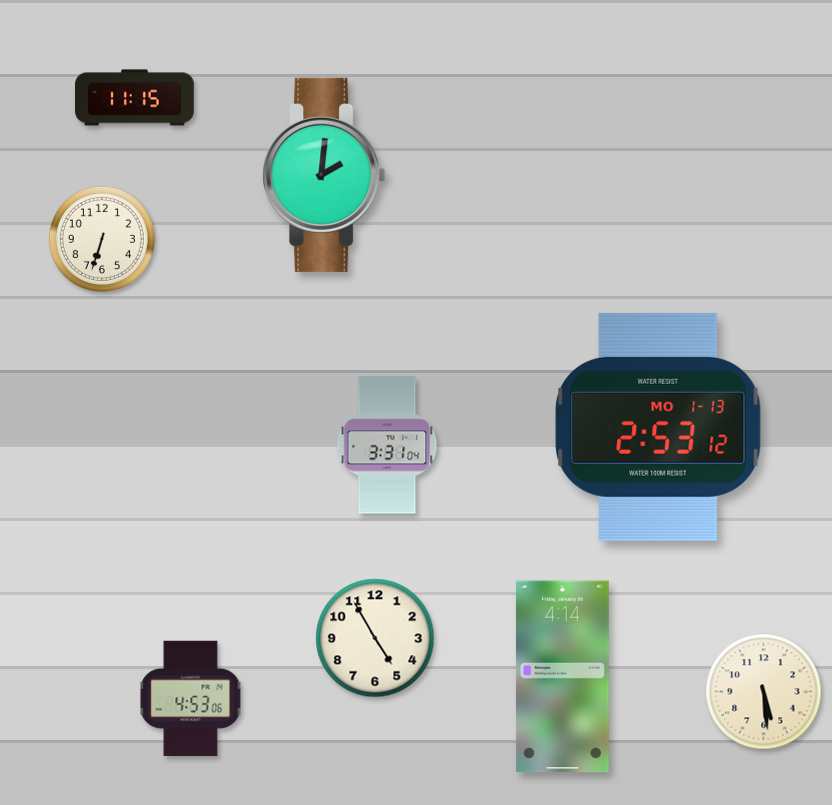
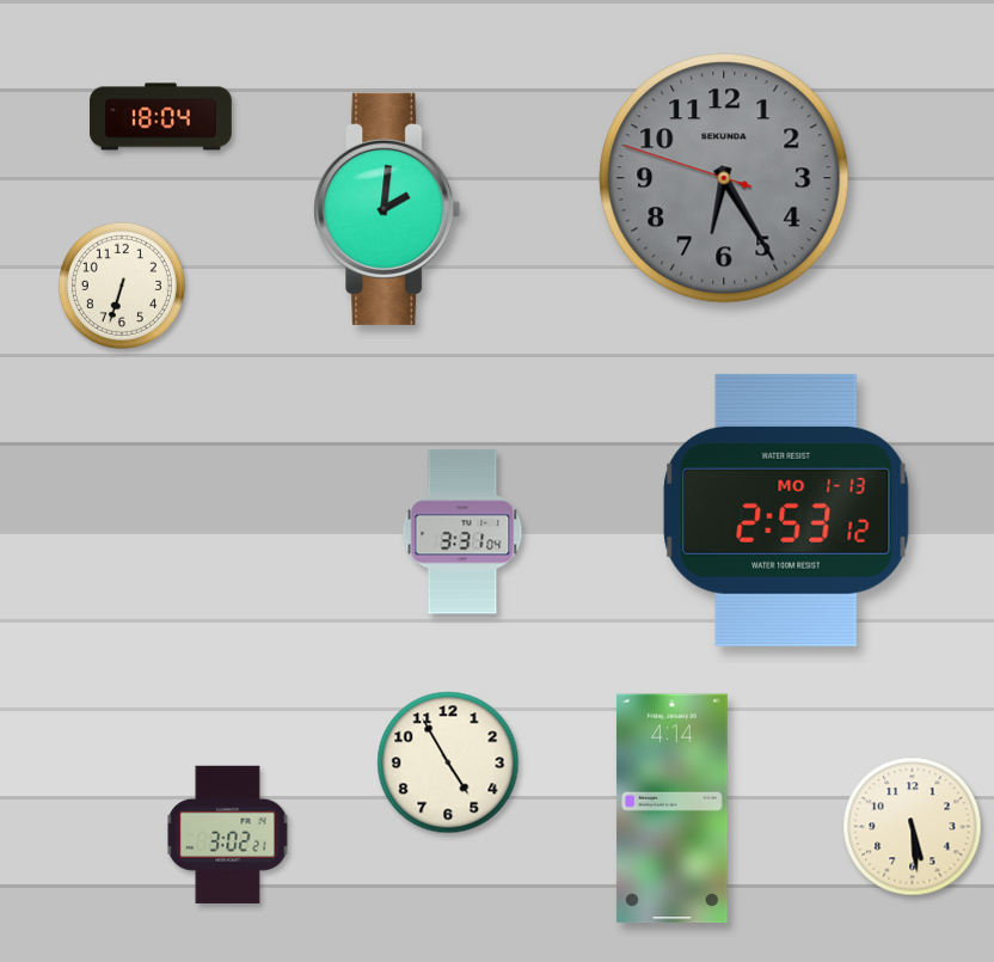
clock at (135, 98): 11:15 -> 18:04
clock at (724, 178): none -> 6:24
clock at (191, 698): 4:53 -> 3:02
